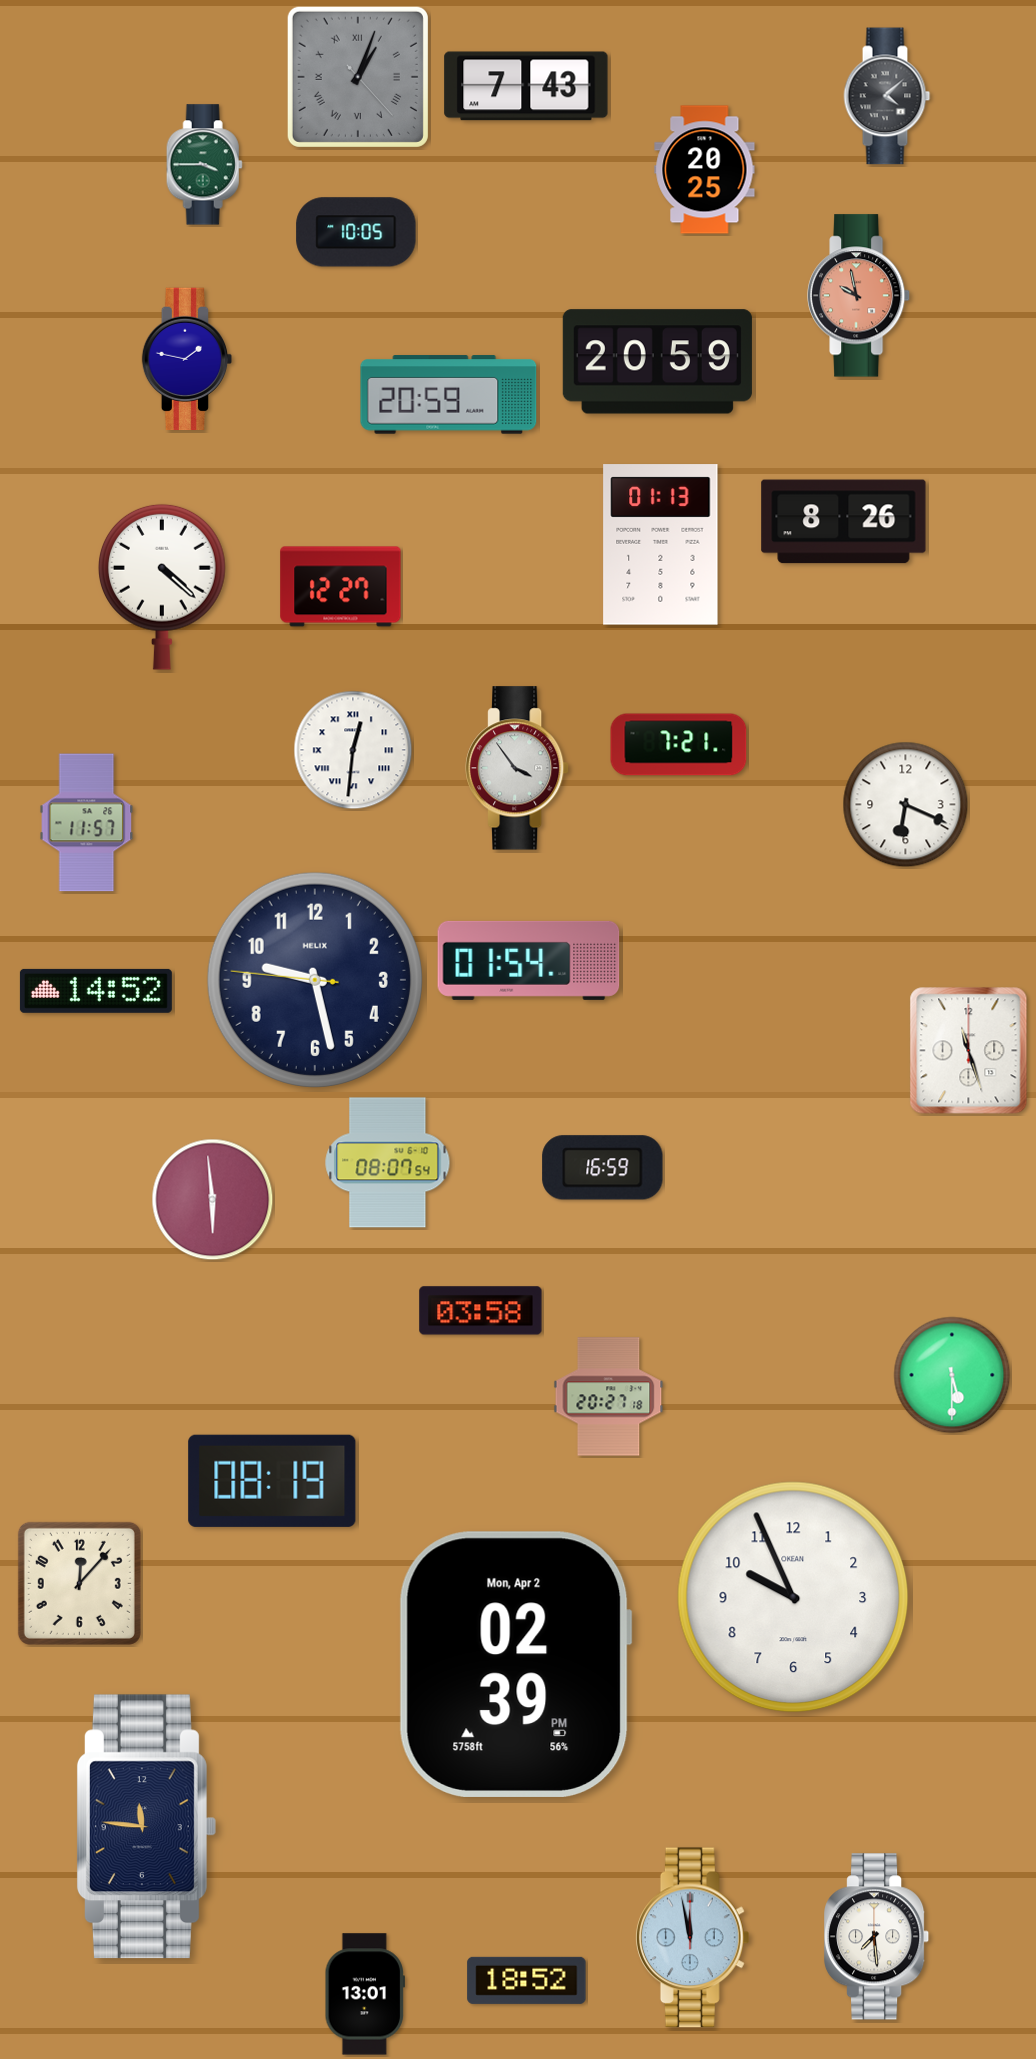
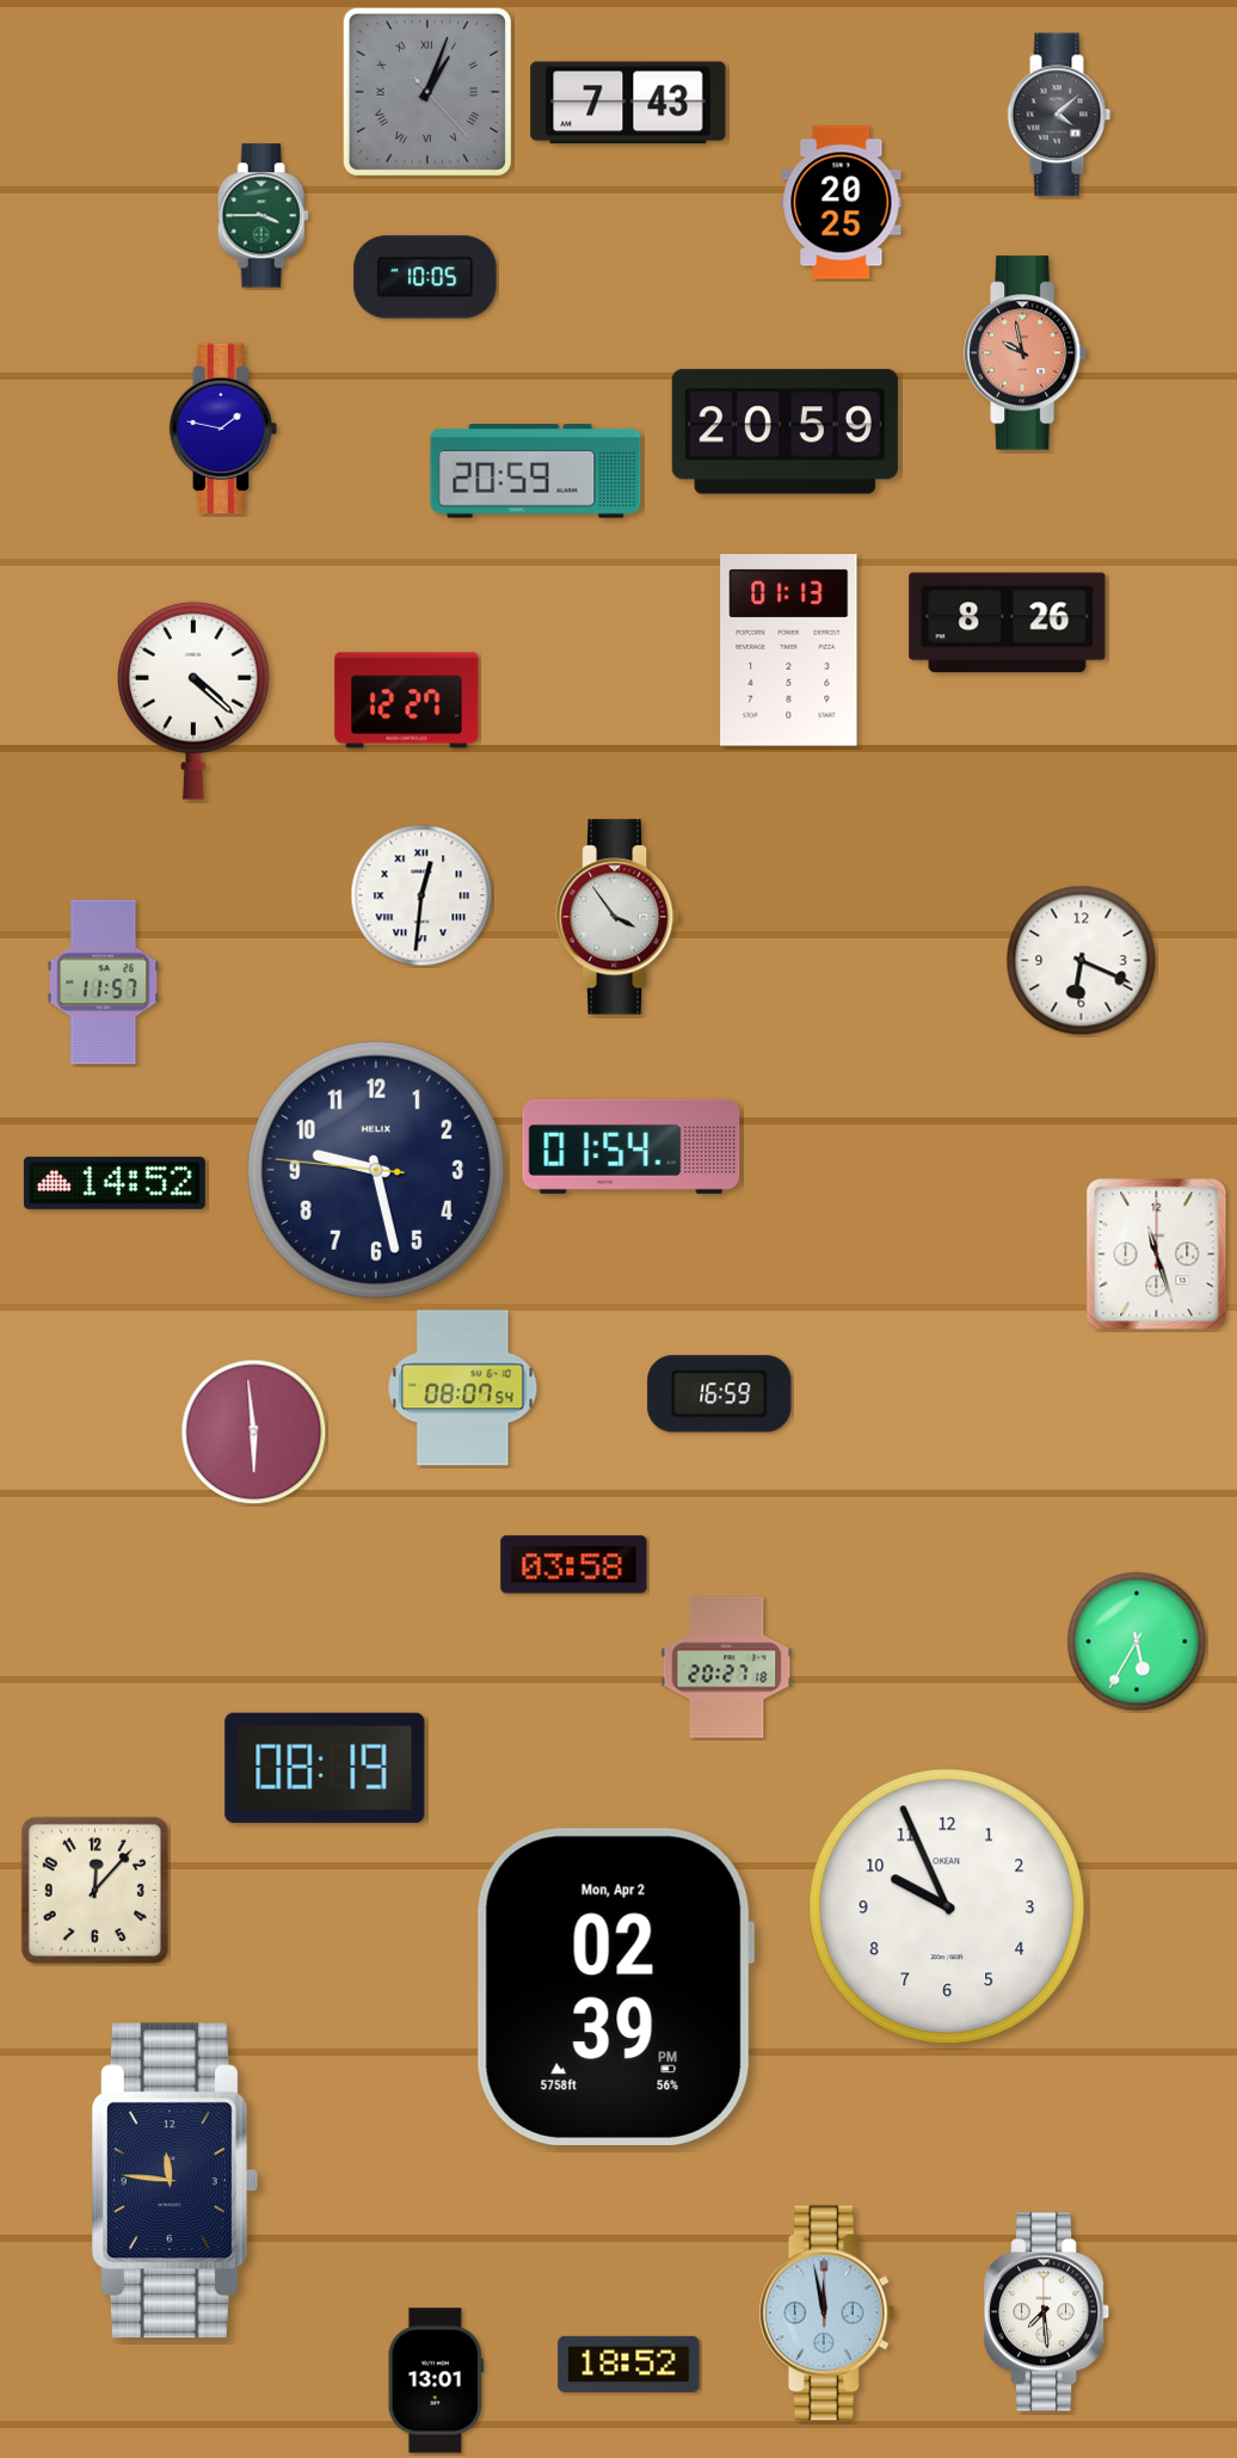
clock at (204, 165) position: (204, 165) -> (263, 216)
clock at (679, 745): 7:21 -> none
clock at (952, 1375): 5:30 -> 5:35
